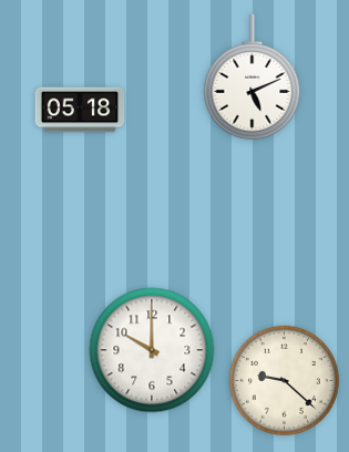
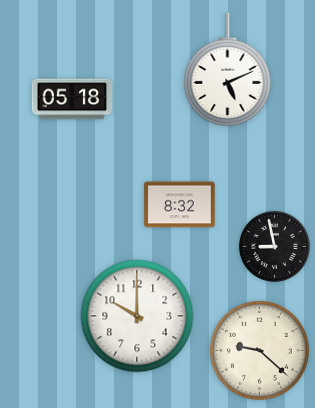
clock at (180, 205): none -> 8:32
clock at (274, 246): none -> 8:58
clock at (284, 380) position: (284, 380) -> (259, 350)
